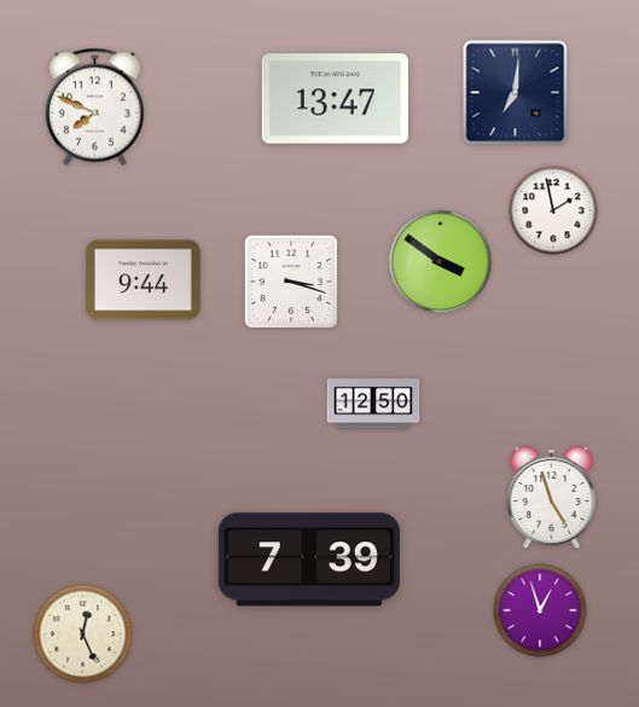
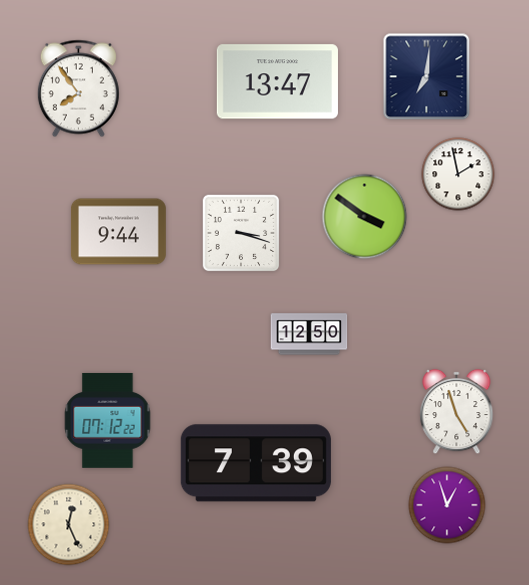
clock at (94, 108): 7:49 -> 7:54
clock at (108, 420): none -> 07:12
